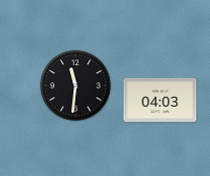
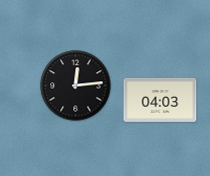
clock at (76, 86): 11:31 -> 12:14
